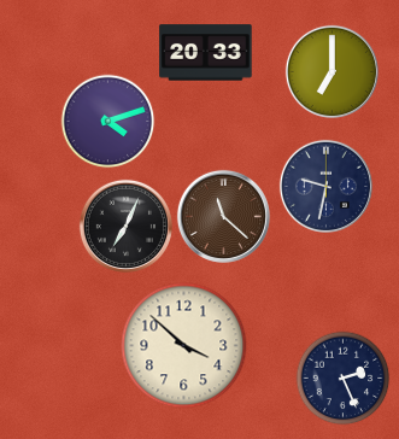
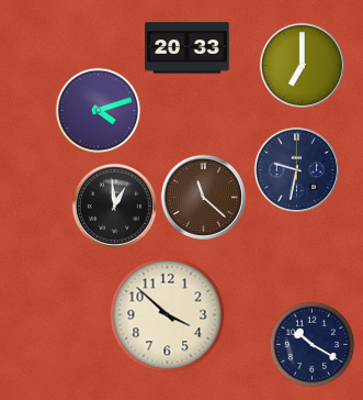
clock at (125, 226): 7:04 -> 12:59
clock at (342, 377): 2:26 -> 10:20
